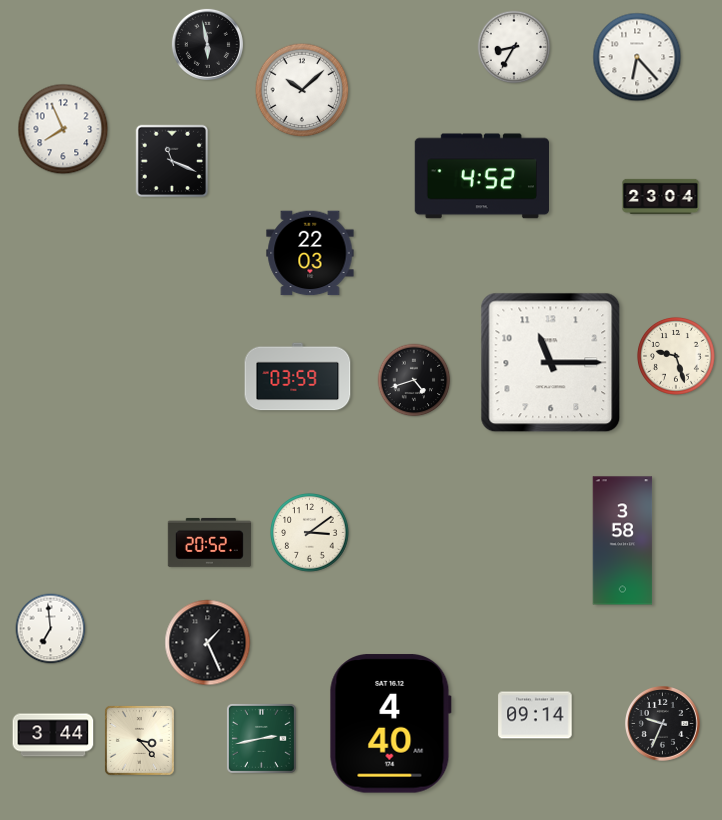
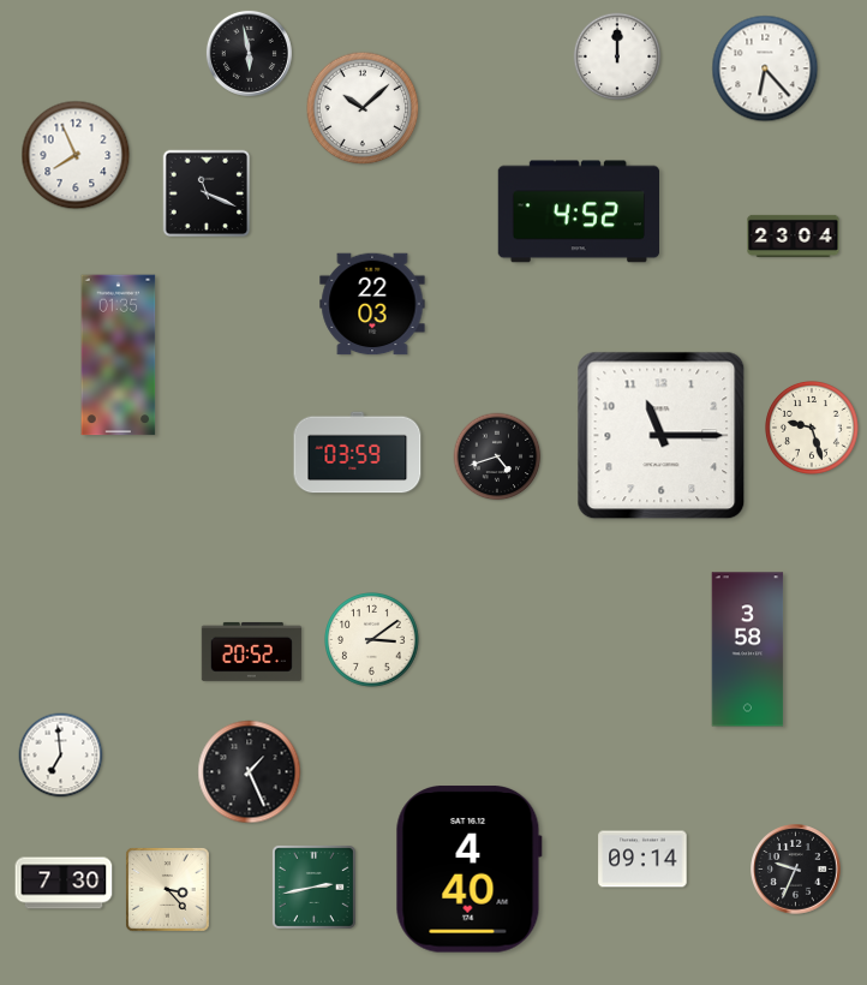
clock at (514, 47): 8:35 -> 12:00
clock at (119, 356): none -> 01:35
clock at (53, 735): 3:44 -> 7:30
